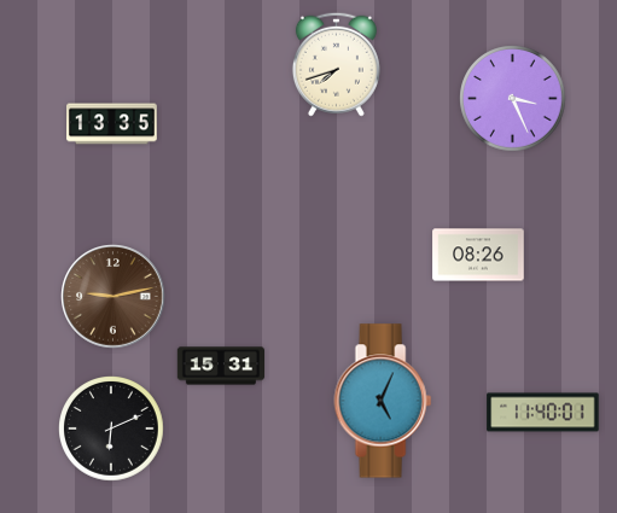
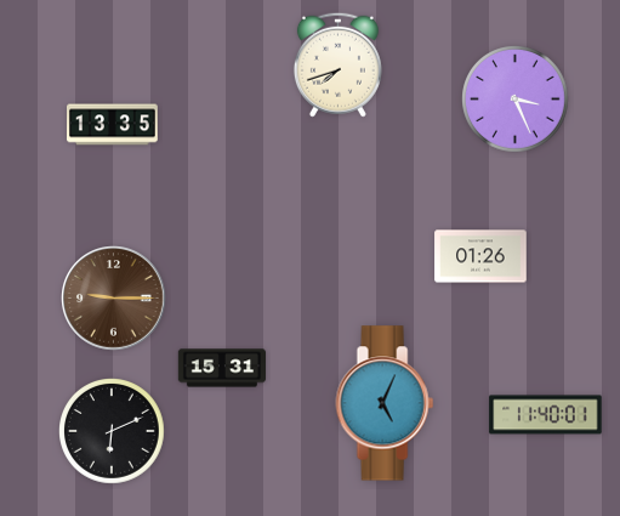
clock at (478, 255): 08:26 -> 01:26
clock at (113, 297): 9:13 -> 9:15
